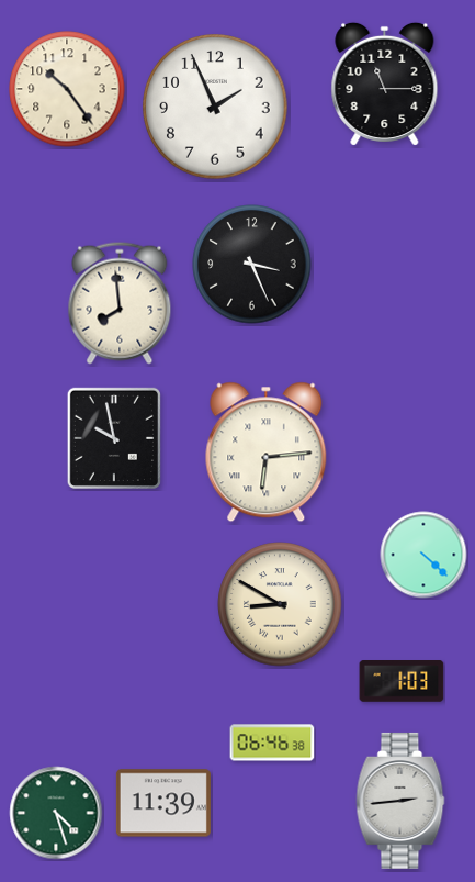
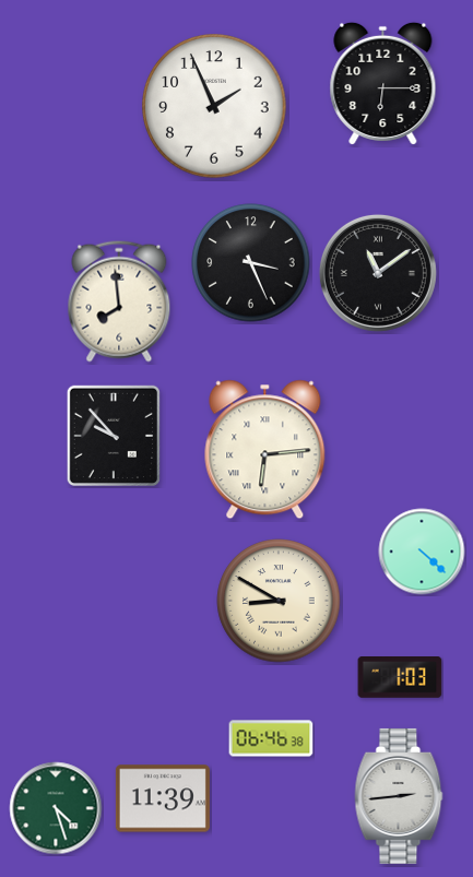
clock at (385, 83): 11:15 -> 6:15
clock at (67, 89): 10:24 -> none
clock at (378, 273): none -> 11:09
clock at (114, 438): 9:58 -> 9:53
